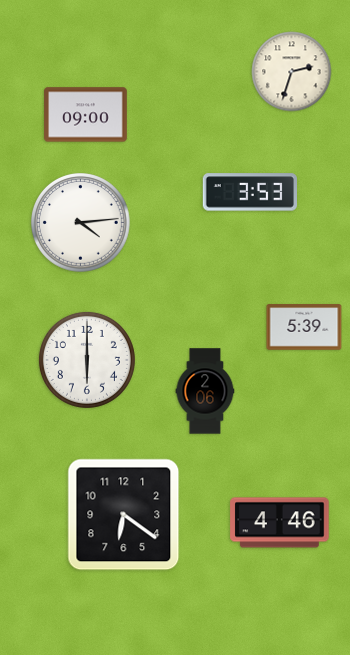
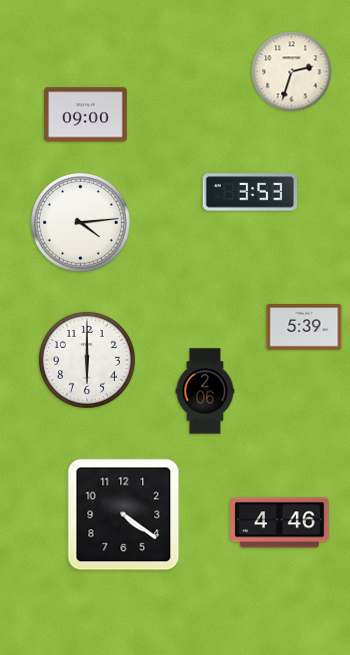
clock at (124, 515): 6:21 -> 4:21
